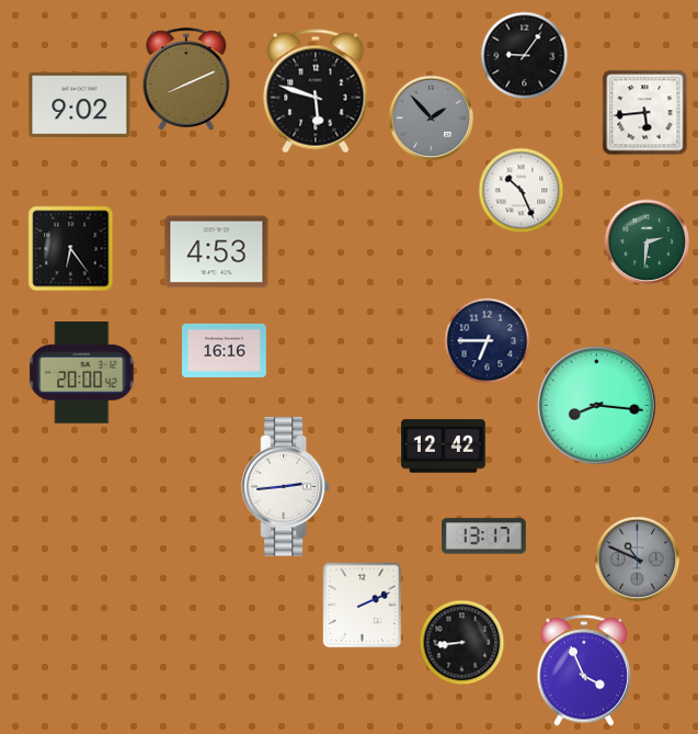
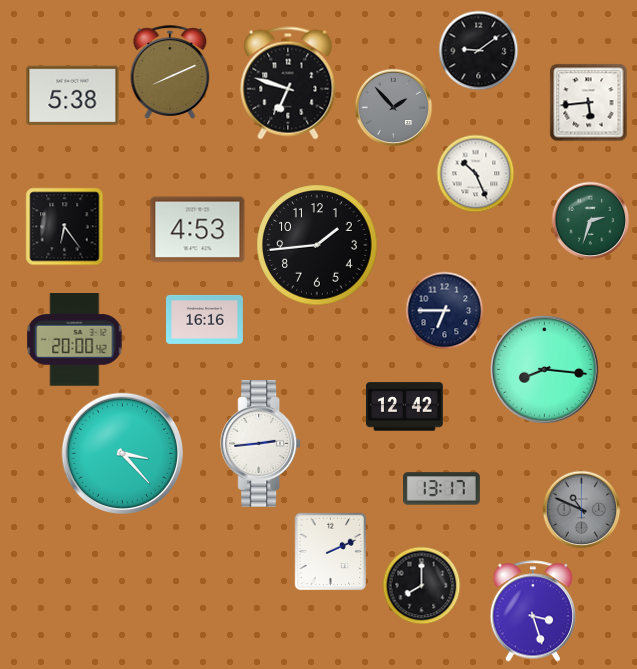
clock at (524, 55): 9:06 -> 9:09
clock at (316, 91): 5:48 -> 6:48
clock at (80, 105): 9:02 -> 5:38
clock at (646, 241): 2:31 -> 2:33
clock at (317, 245): none -> 1:44
clock at (122, 453): none -> 3:23
clock at (461, 642): 8:44 -> 8:00
clock at (584, 670): 3:56 -> 3:27
